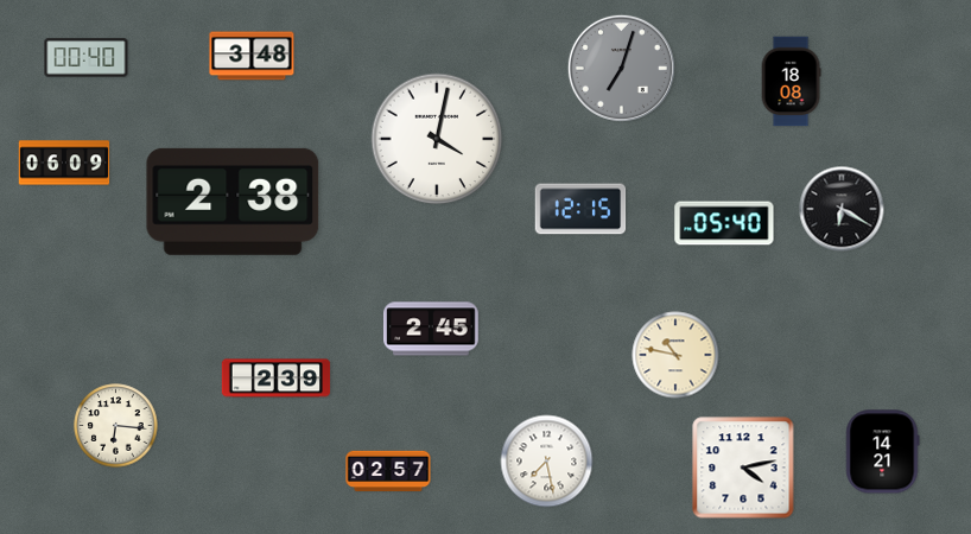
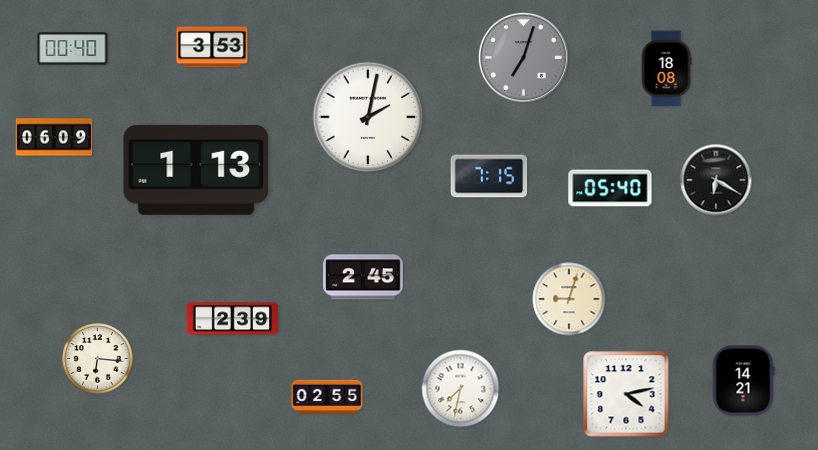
clock at (252, 56): 3:48 -> 3:53
clock at (437, 139): 4:02 -> 2:02
clock at (233, 202): 2:38 -> 1:13
clock at (580, 209): 12:15 -> 7:15
clock at (842, 209) position: (842, 209) -> (716, 180)
clock at (675, 355): 10:47 -> 9:03
clock at (547, 462): 7:28 -> 7:32
clock at (388, 471): 02:57 -> 02:55
